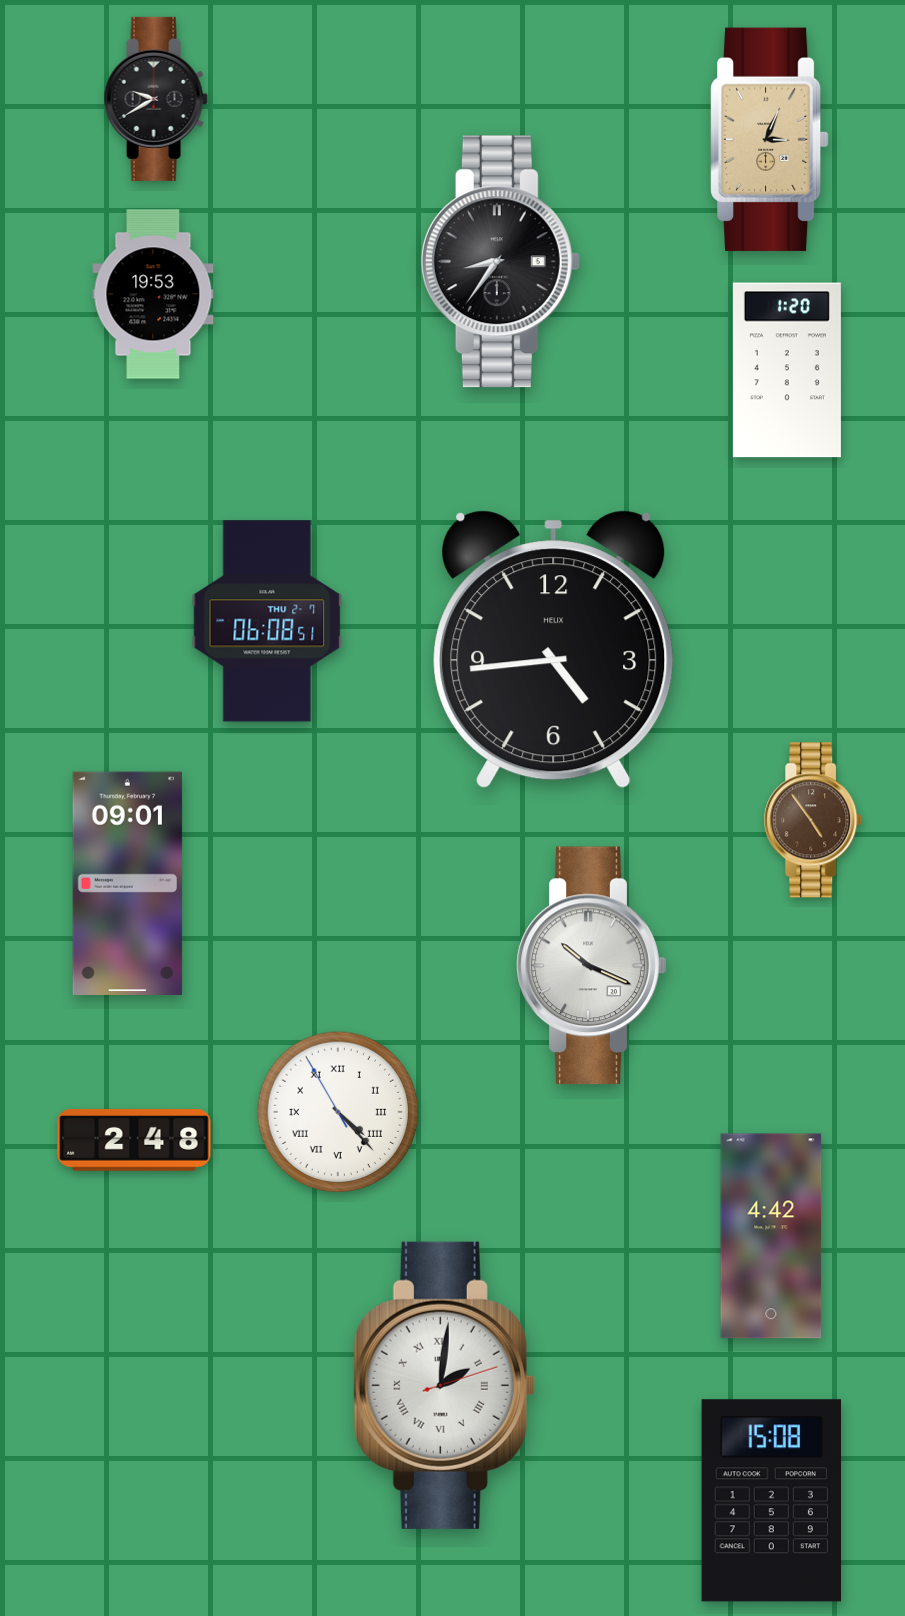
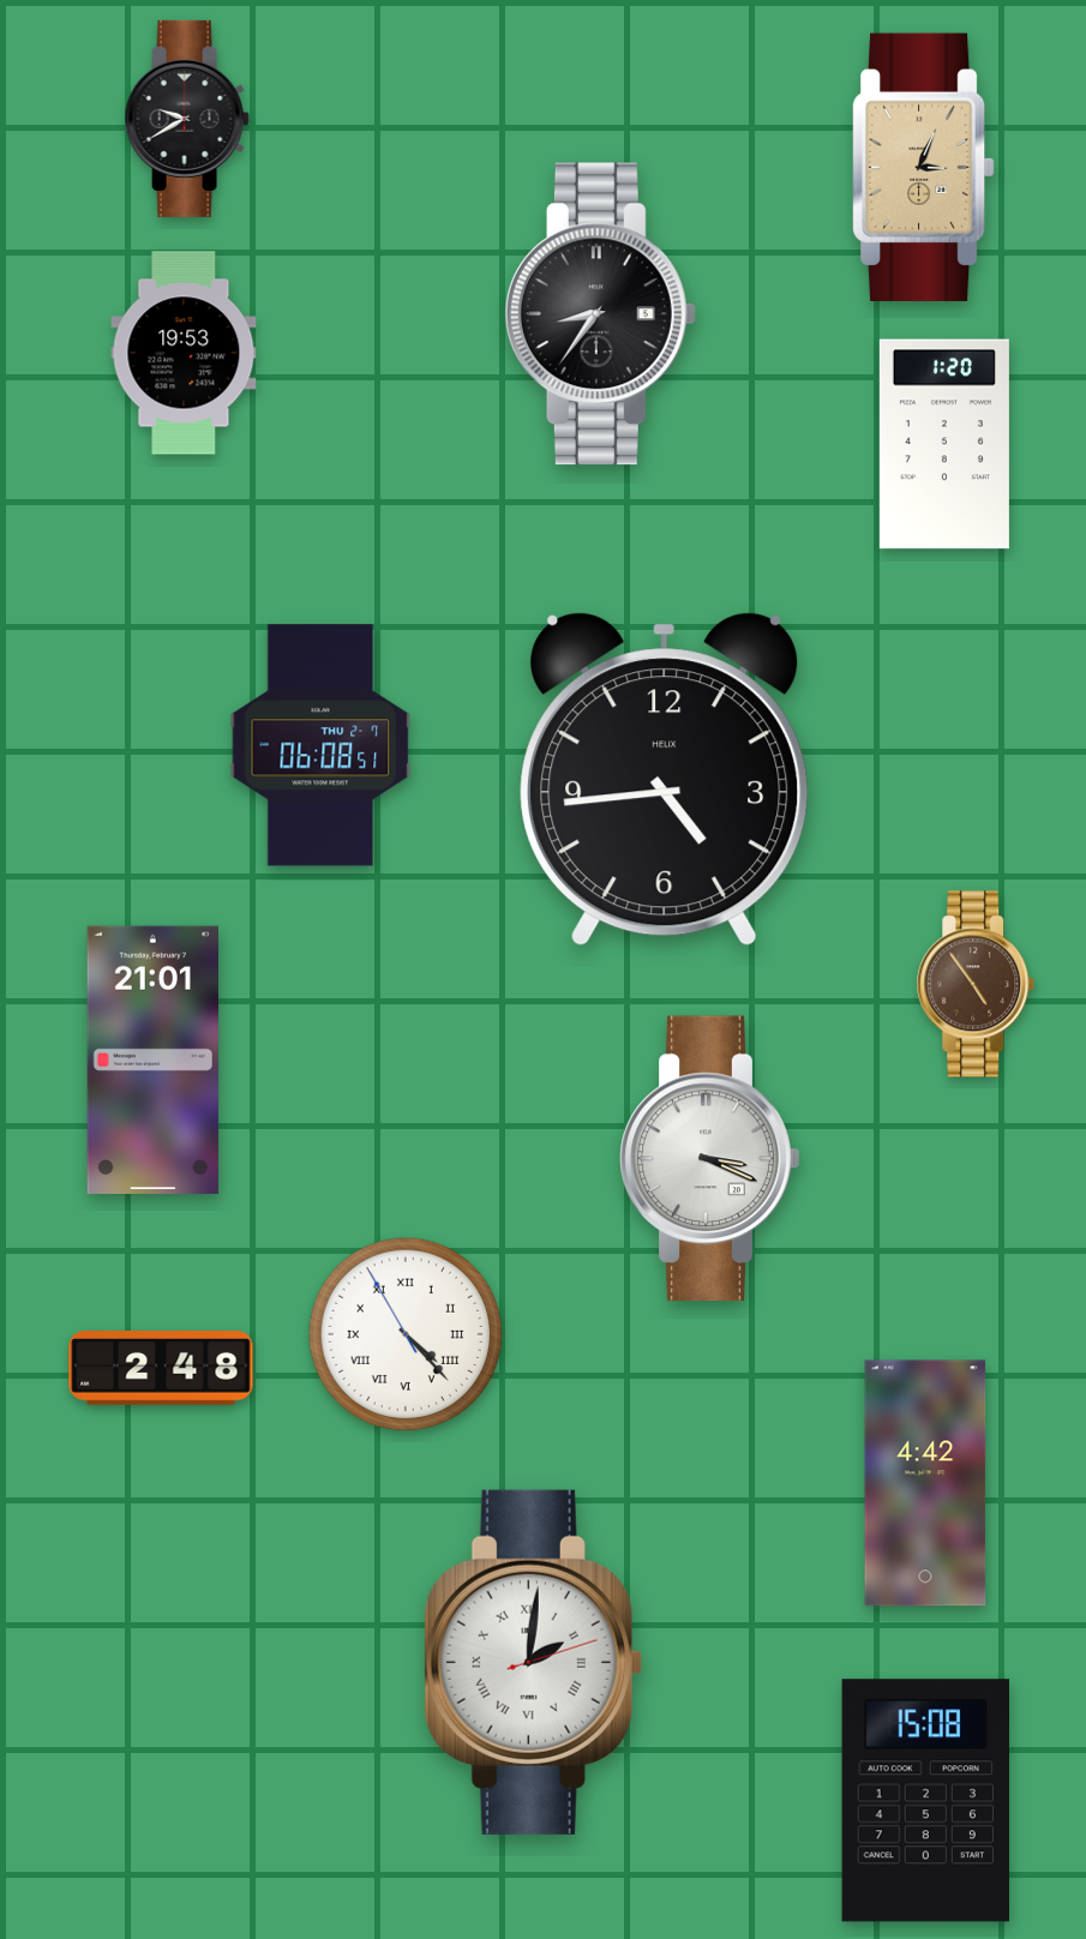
clock at (127, 883): 09:01 -> 21:01
clock at (592, 966): 10:19 -> 3:19
